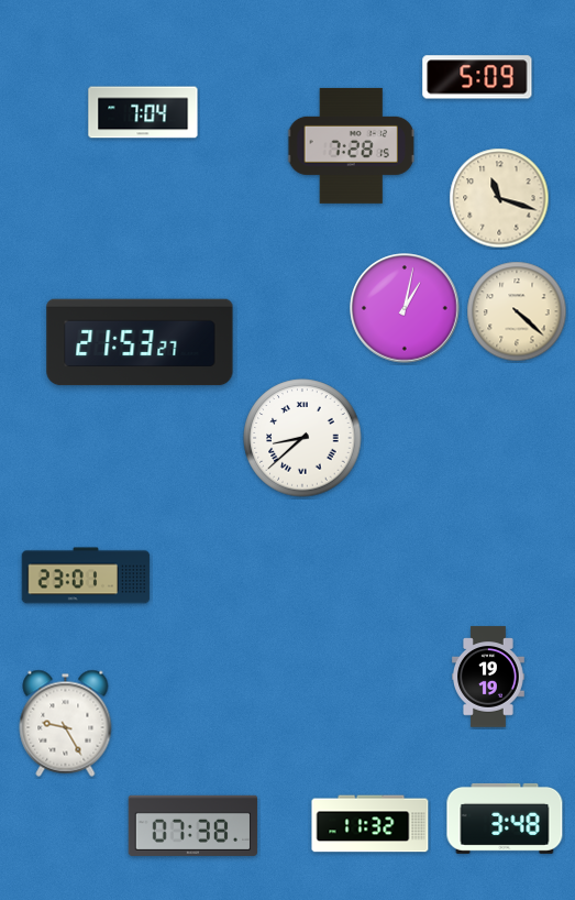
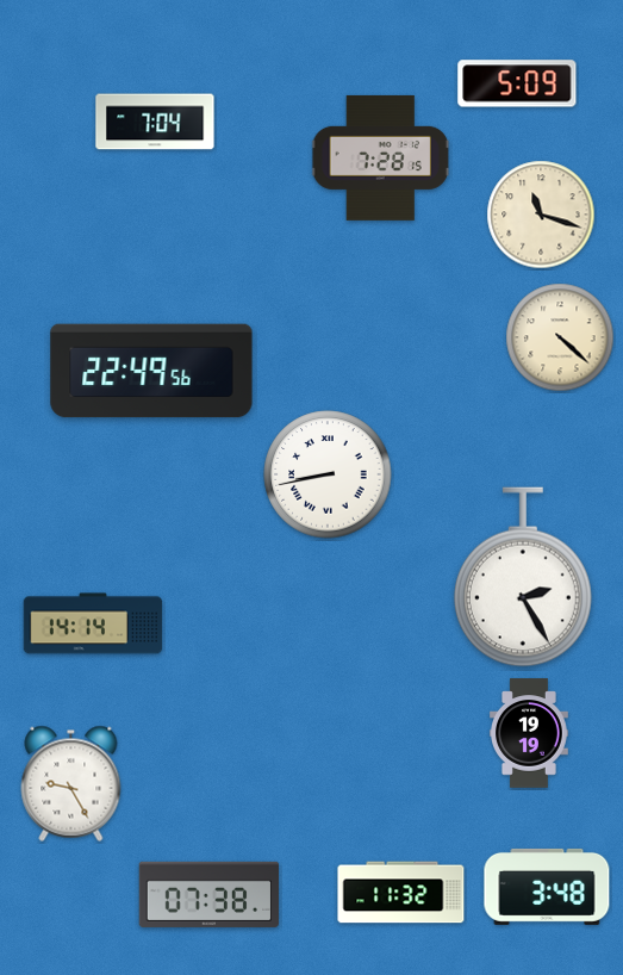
clock at (405, 308): 1:02 -> none
clock at (140, 342): 21:53 -> 22:49
clock at (302, 438): 8:38 -> 8:43
clock at (523, 577): none -> 2:25
clock at (86, 575): 23:01 -> 14:14
